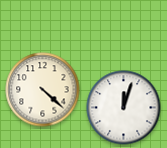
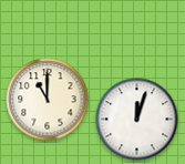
clock at (43, 90): 4:22 -> 11:00
